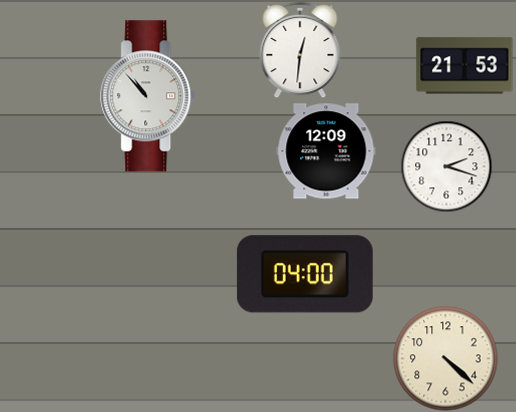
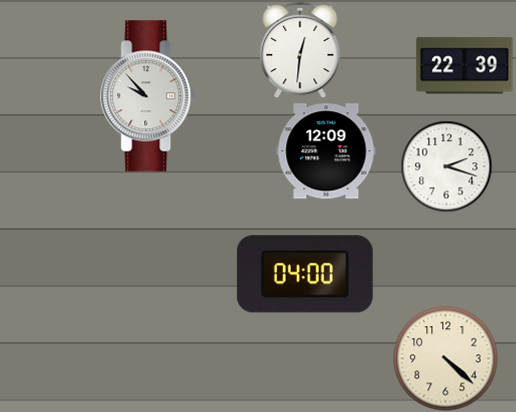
clock at (465, 66): 21:53 -> 22:39
clock at (149, 96): 10:53 -> 9:53
